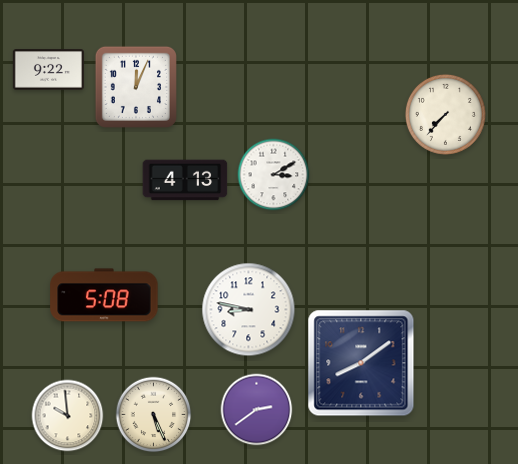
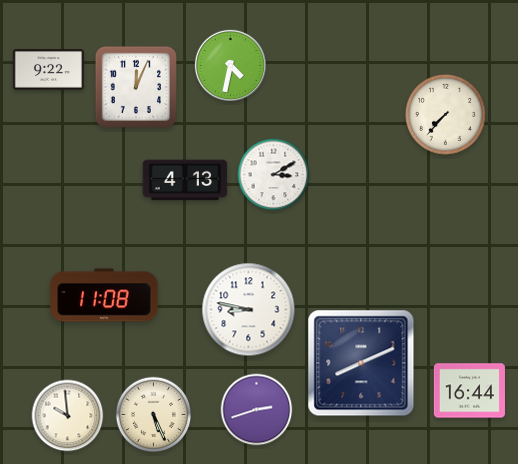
clock at (230, 65): none -> 4:32
clock at (104, 295): 5:08 -> 11:08
clock at (361, 363): 8:09 -> 8:11
clock at (469, 391): none -> 16:44
clock at (257, 410): 2:39 -> 2:42
